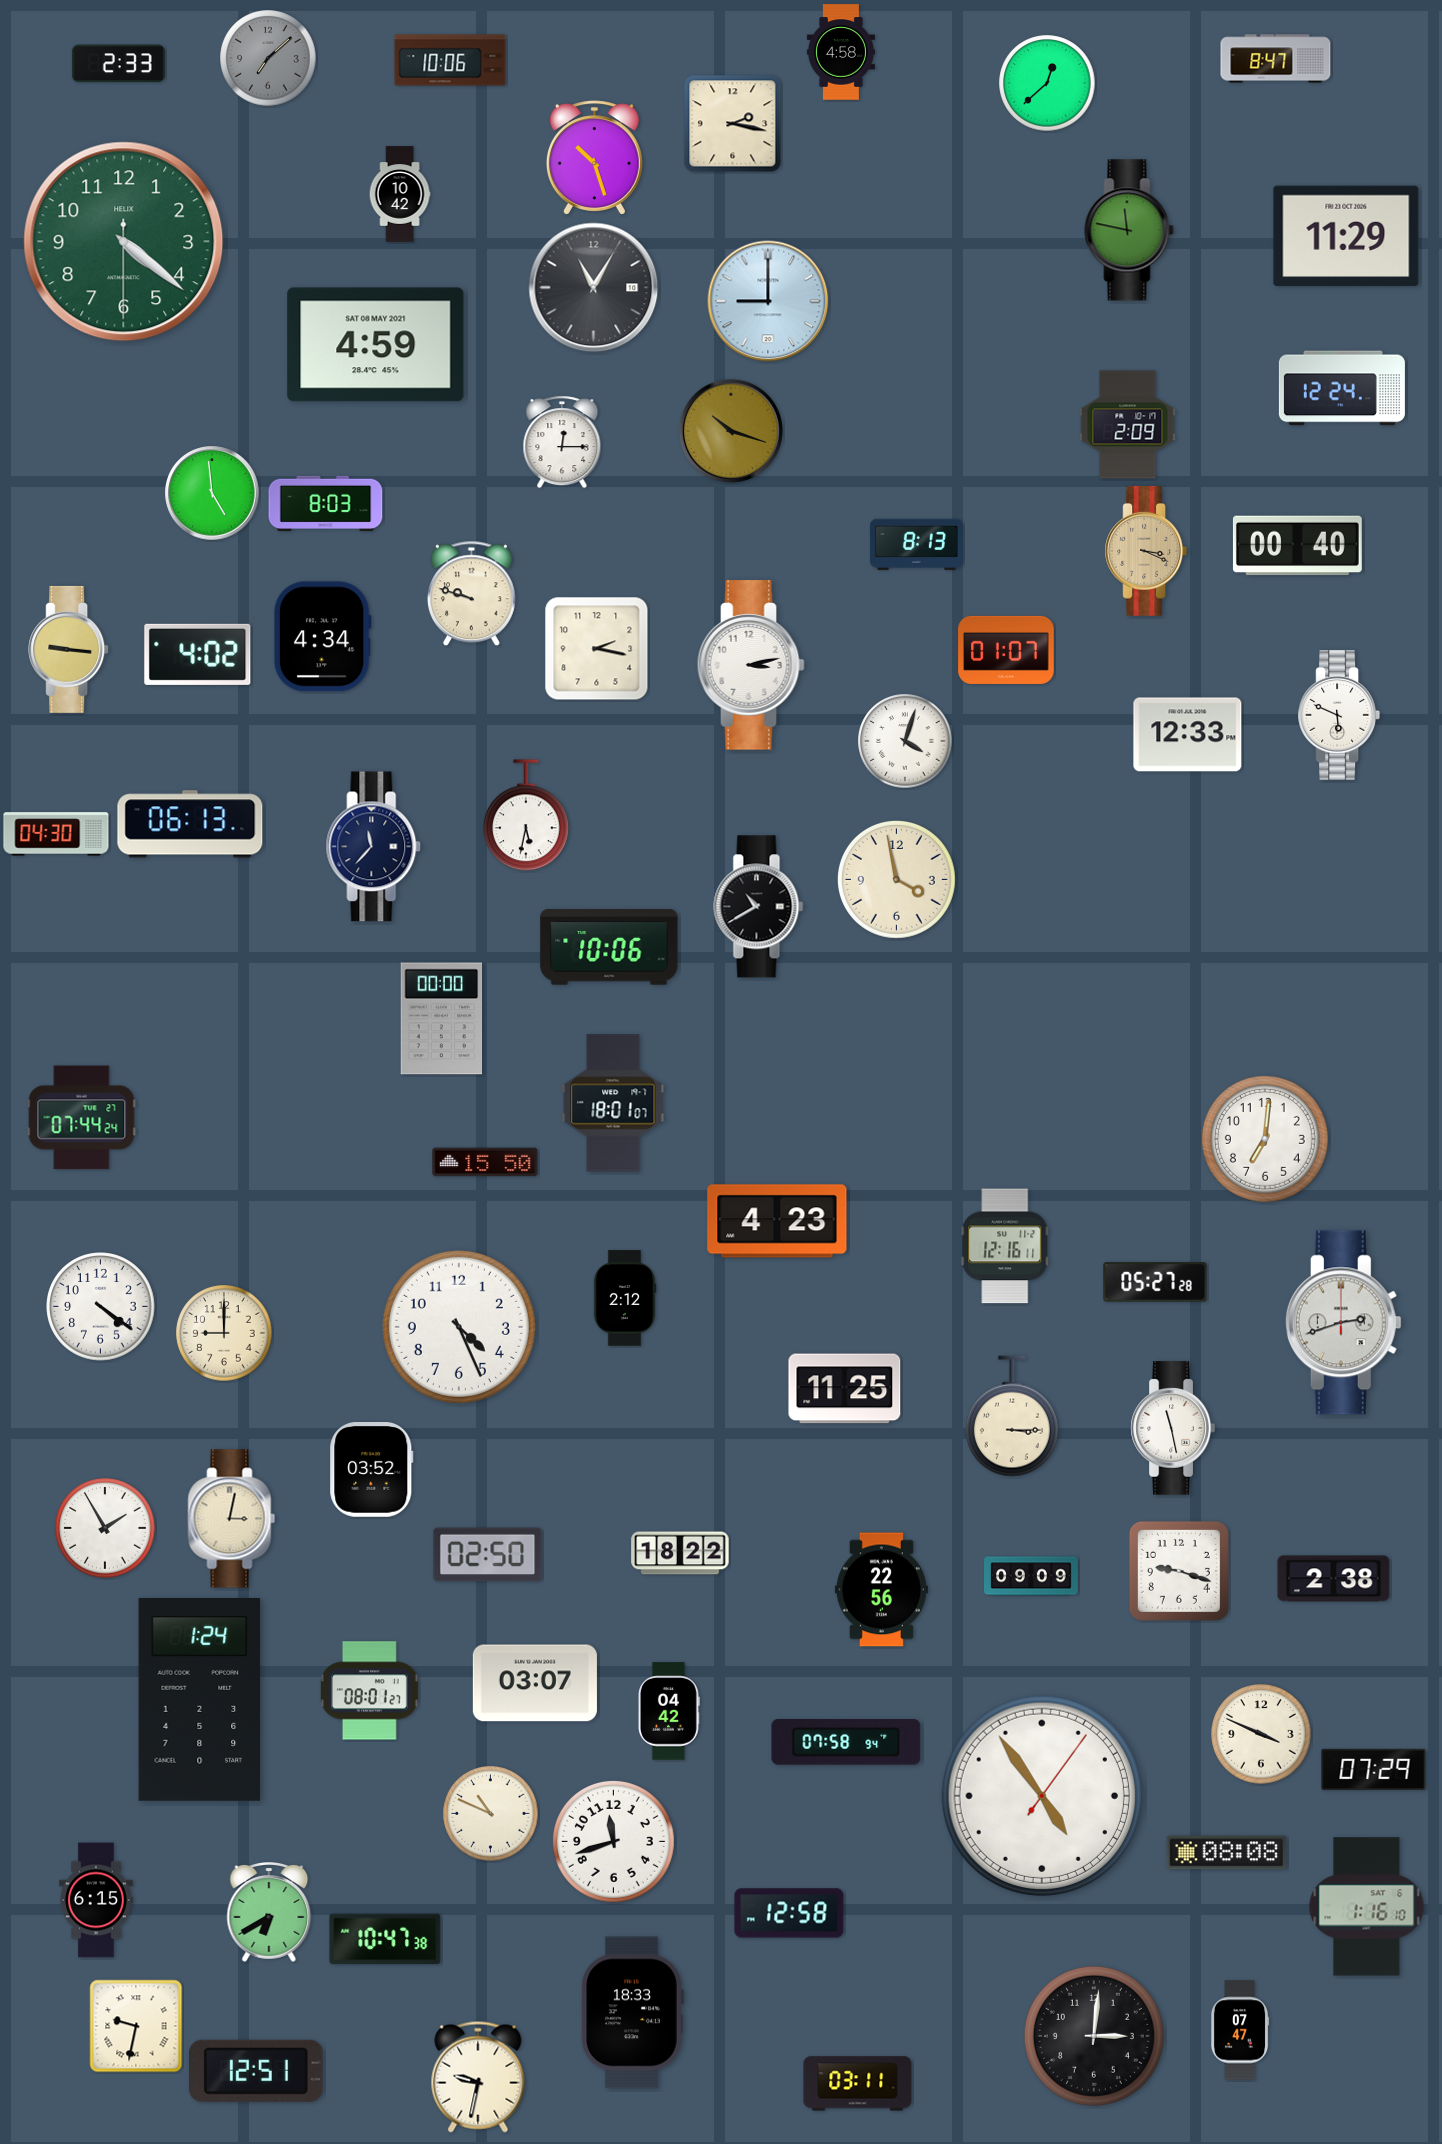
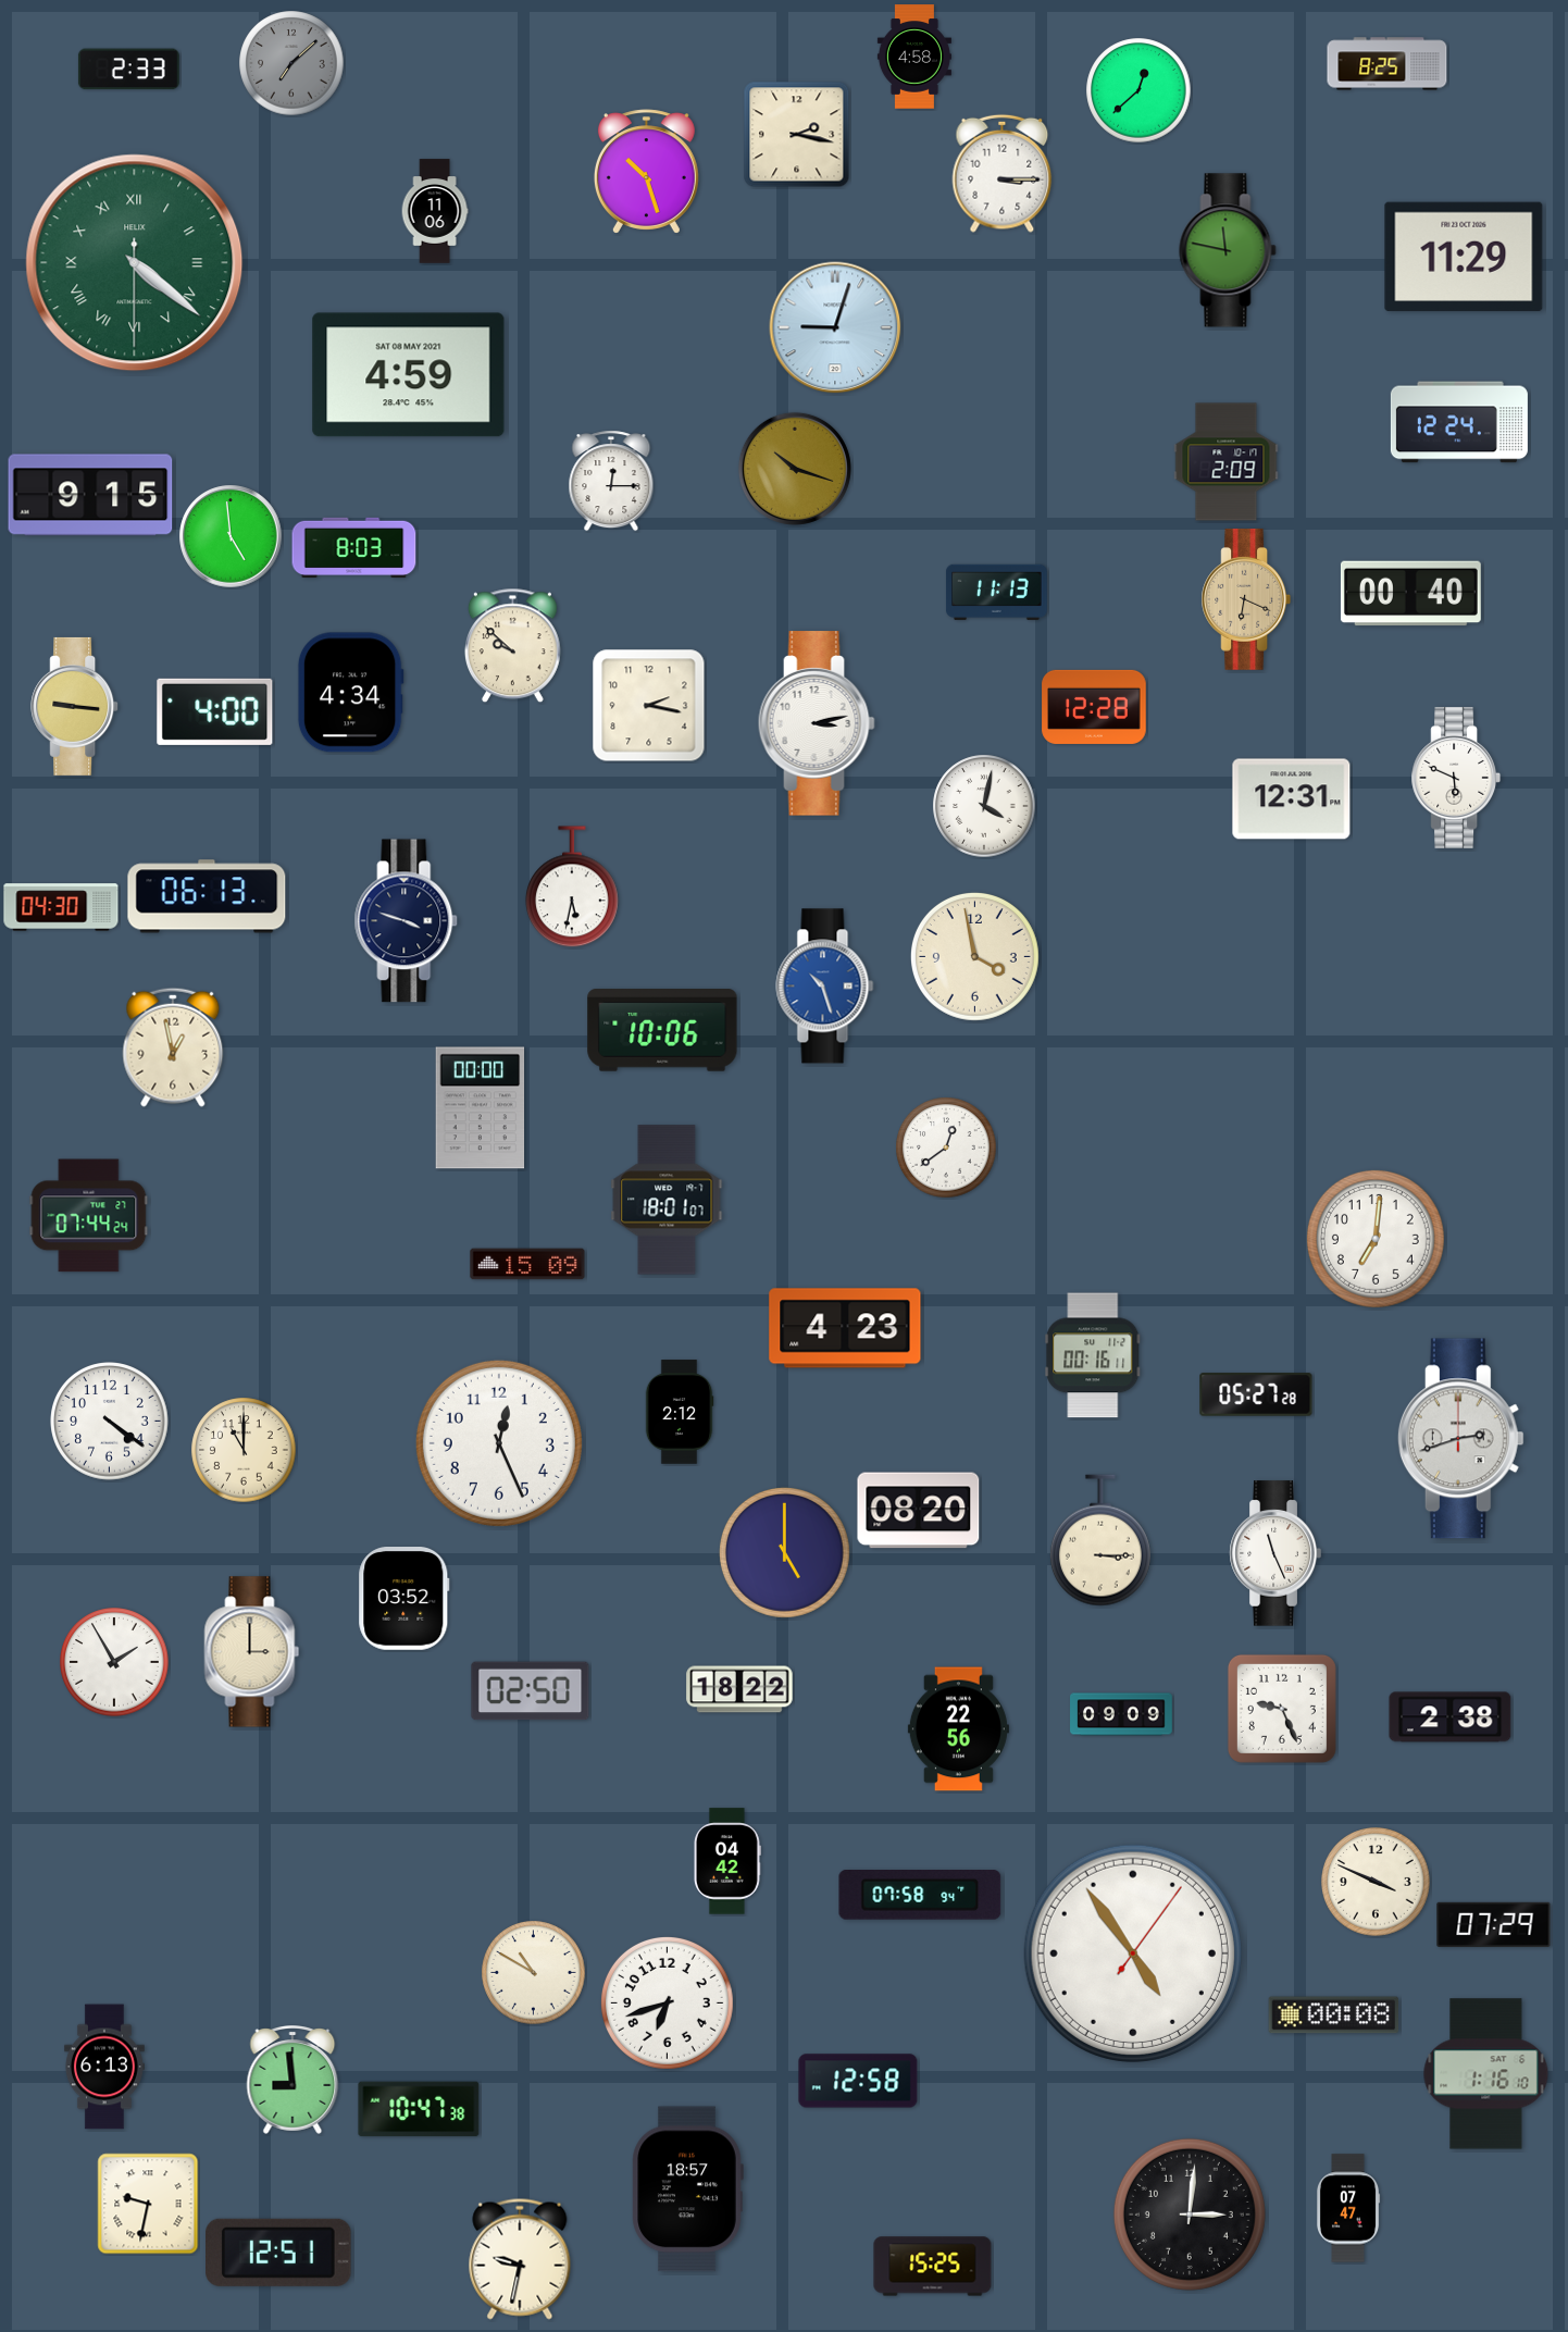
clock at (1276, 59): 8:47 -> 8:25
clock at (450, 60): 10:06 -> none
clock at (1003, 173): none -> 3:15
clock at (400, 194): 10:42 -> 11:06
clock at (124, 242) numerals: Arabic -> Roman
clock at (594, 288): 11:05 -> none
clock at (768, 301): 9:00 -> 9:03
clock at (90, 495): none -> 9:15
clock at (916, 544): 8:13 -> 11:13
clock at (1146, 551): 3:19 -> 6:19
clock at (471, 594): 9:48 -> 9:52
clock at (1006, 650): 01:07 -> 12:28
clock at (198, 654): 4:02 -> 4:00
clock at (1188, 735): 12:33 -> 12:31
clock at (905, 741): 4:03 -> 4:02
clock at (374, 847): 11:37 -> 3:48
clock at (759, 907): 10:40 -> 10:27
clock at (759, 907) dial: black -> blue
clock at (173, 1047): none -> 12:58
clock at (946, 1148): none -> 12:39
clock at (485, 1162): 15:50 -> 15:09
clock at (1005, 1246): 12:16 -> 00:16
clock at (459, 1327): 4:26 -> 12:26
clock at (224, 1333): 9:00 -> 11:00
clock at (845, 1389): 11:25 -> 08:20
clock at (784, 1552): none -> 5:00
clock at (1173, 1428): 11:28 -> 11:26
clock at (232, 1519): 3:02 -> 3:00
clock at (1179, 1571): 9:18 -> 9:26
clock at (535, 1683): 03:07 -> none
clock at (370, 1691): 08:01 -> none
clock at (200, 1699): 1:24 -> none
clock at (1261, 1734) position: (1261, 1734) -> (1376, 1882)
clock at (491, 1814): 10:49 -> 10:50
clock at (613, 1841): 11:42 -> 6:42
clock at (1227, 1853): 08:08 -> 00:08
clock at (96, 1900): 6:15 -> 6:13
clock at (269, 1912): 6:40 -> 8:59
clock at (632, 2013): 18:33 -> 18:57
clock at (858, 2084): 03:11 -> 15:25
